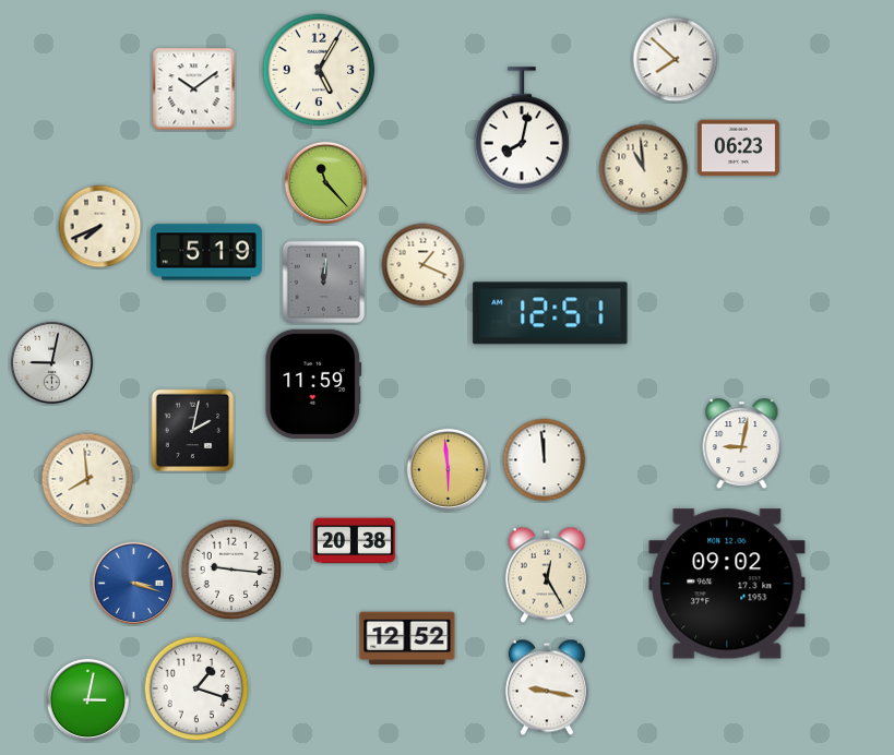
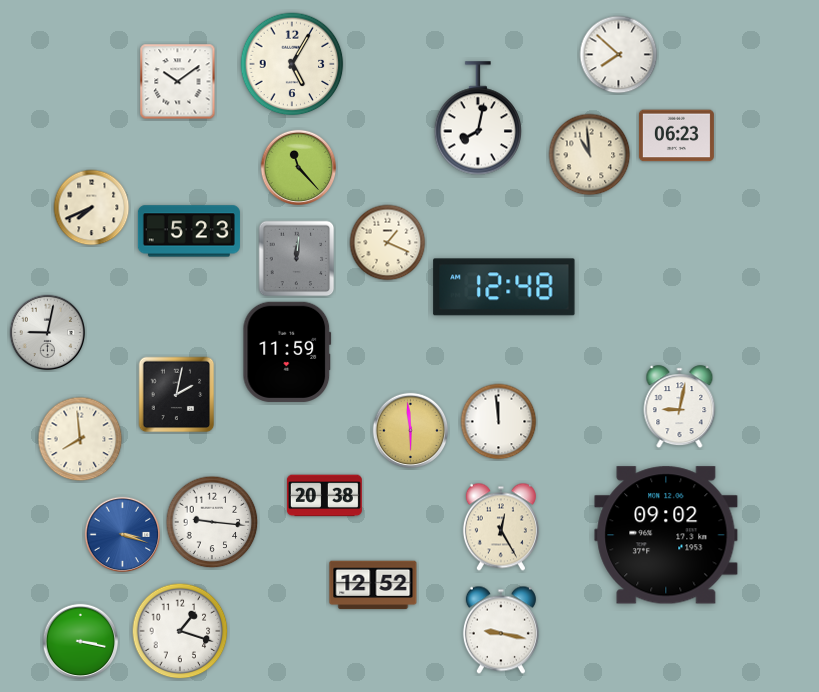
clock at (206, 252): 5:19 -> 5:23
clock at (550, 313): 12:51 -> 12:48
clock at (88, 700): 3:02 -> 3:17
